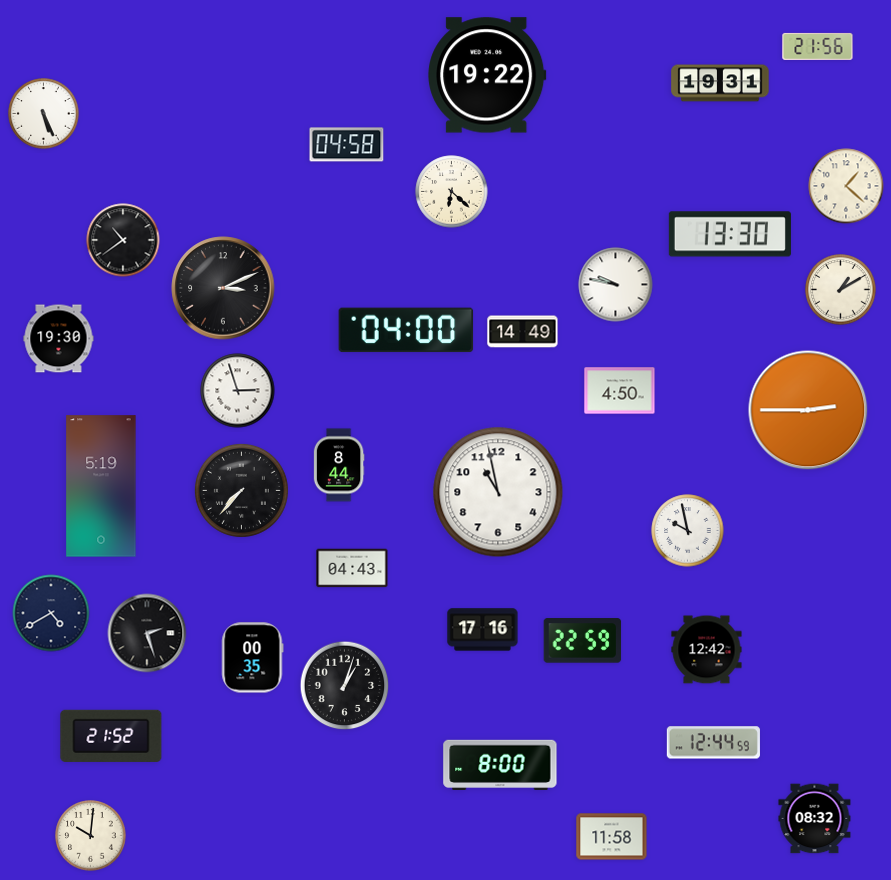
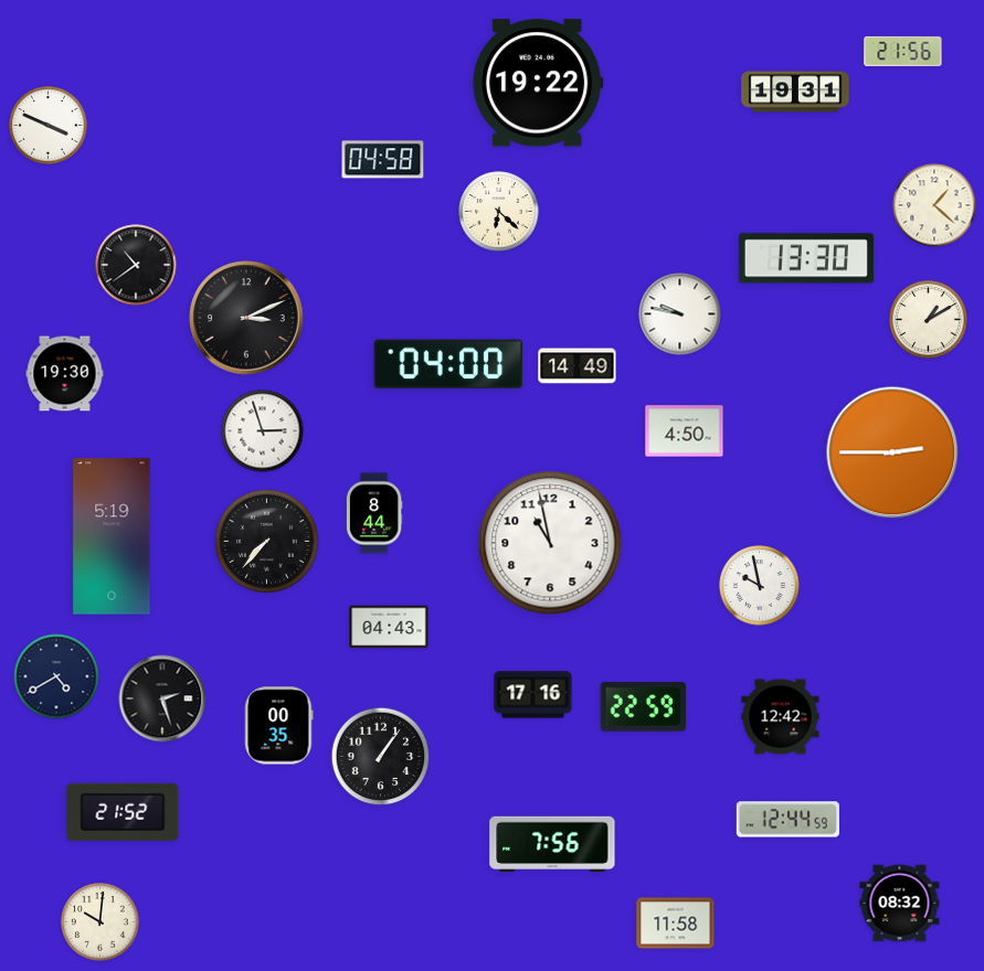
clock at (44, 114): 5:26 -> 3:49
clock at (345, 686): 1:03 -> 1:06
clock at (500, 764): 8:00 -> 7:56
